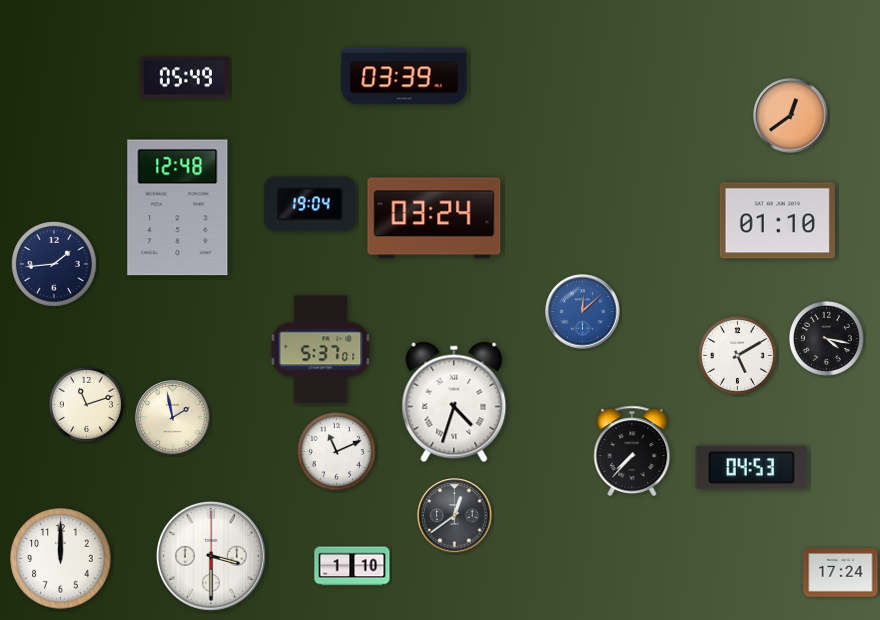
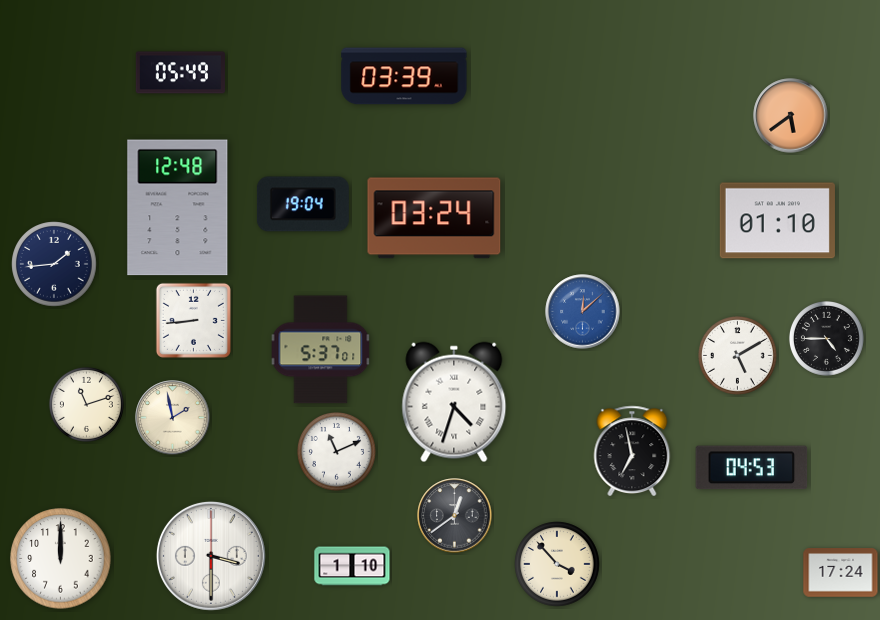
clock at (184, 78) position: (184, 78) -> (180, 73)
clock at (791, 116): 12:39 -> 5:39
clock at (310, 204) position: (310, 204) -> (303, 204)
clock at (193, 320): none -> 8:44
clock at (826, 338): 4:17 -> 4:45
clock at (632, 451): 7:37 -> 6:58
clock at (557, 564): none -> 3:53
